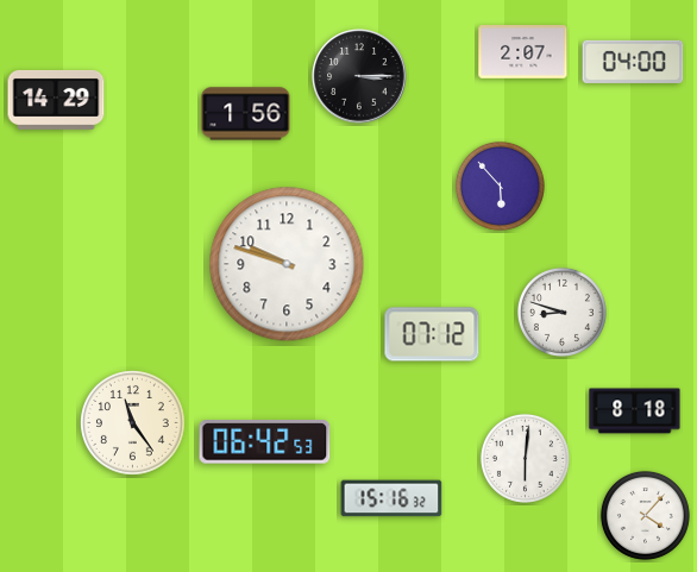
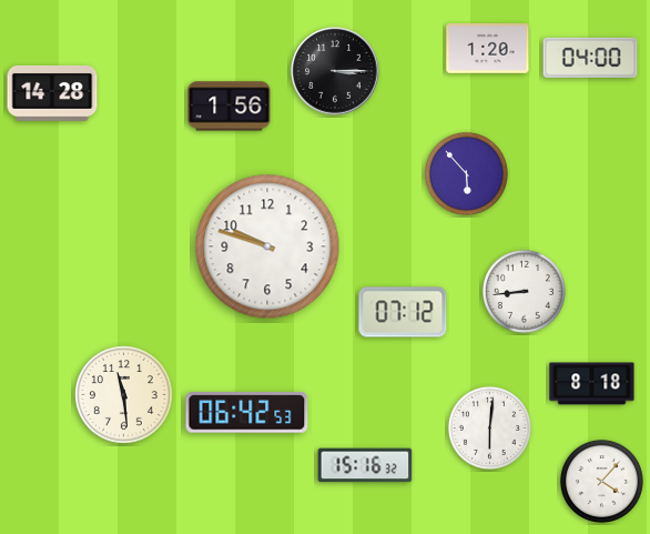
clock at (523, 52): 2:07 -> 1:20
clock at (56, 100): 14:29 -> 14:28
clock at (561, 312): 8:48 -> 8:44
clock at (133, 423): 11:24 -> 11:29
